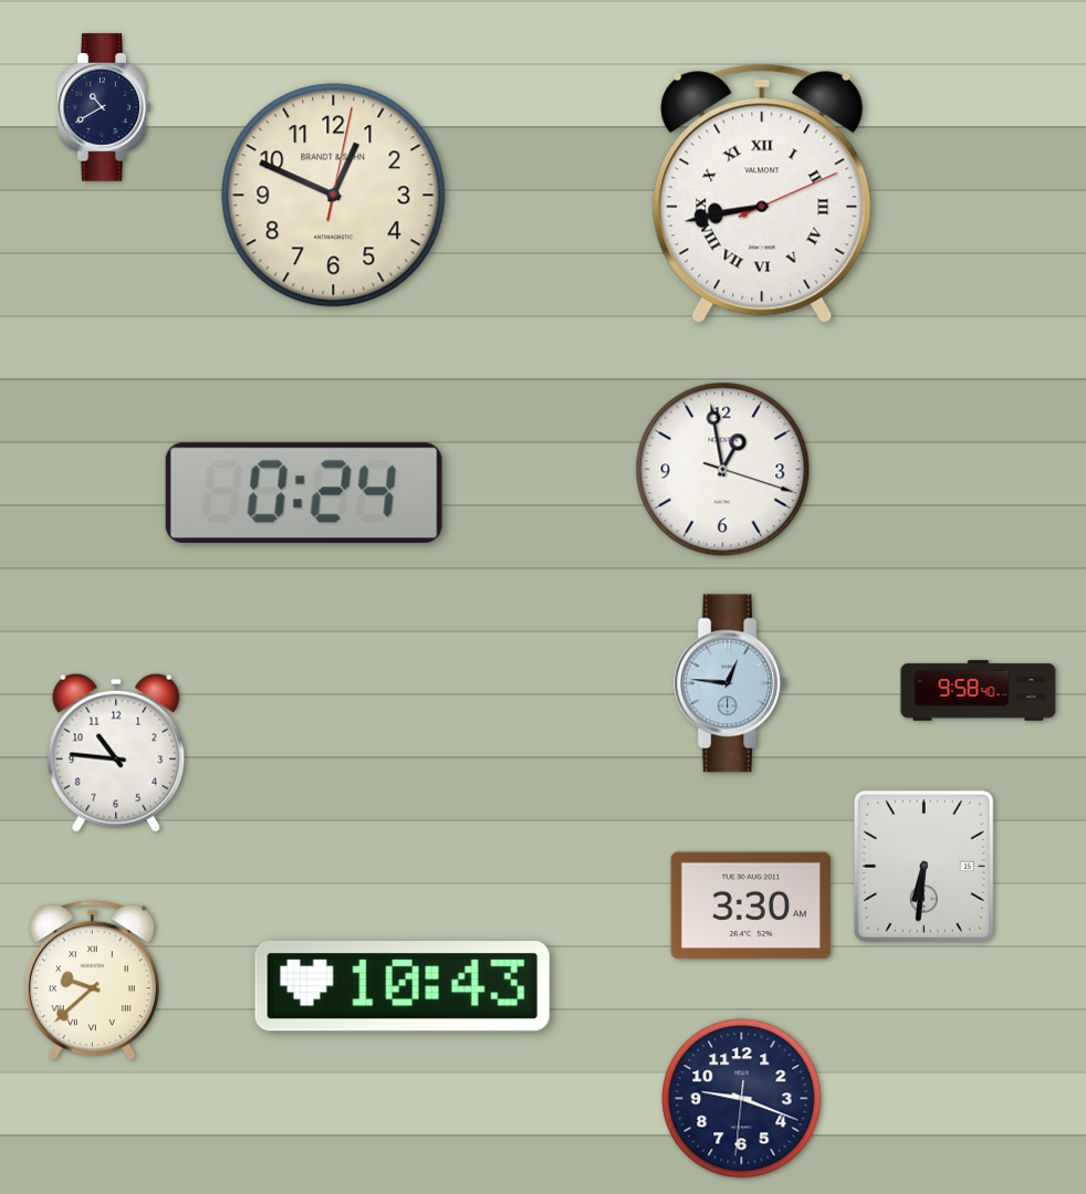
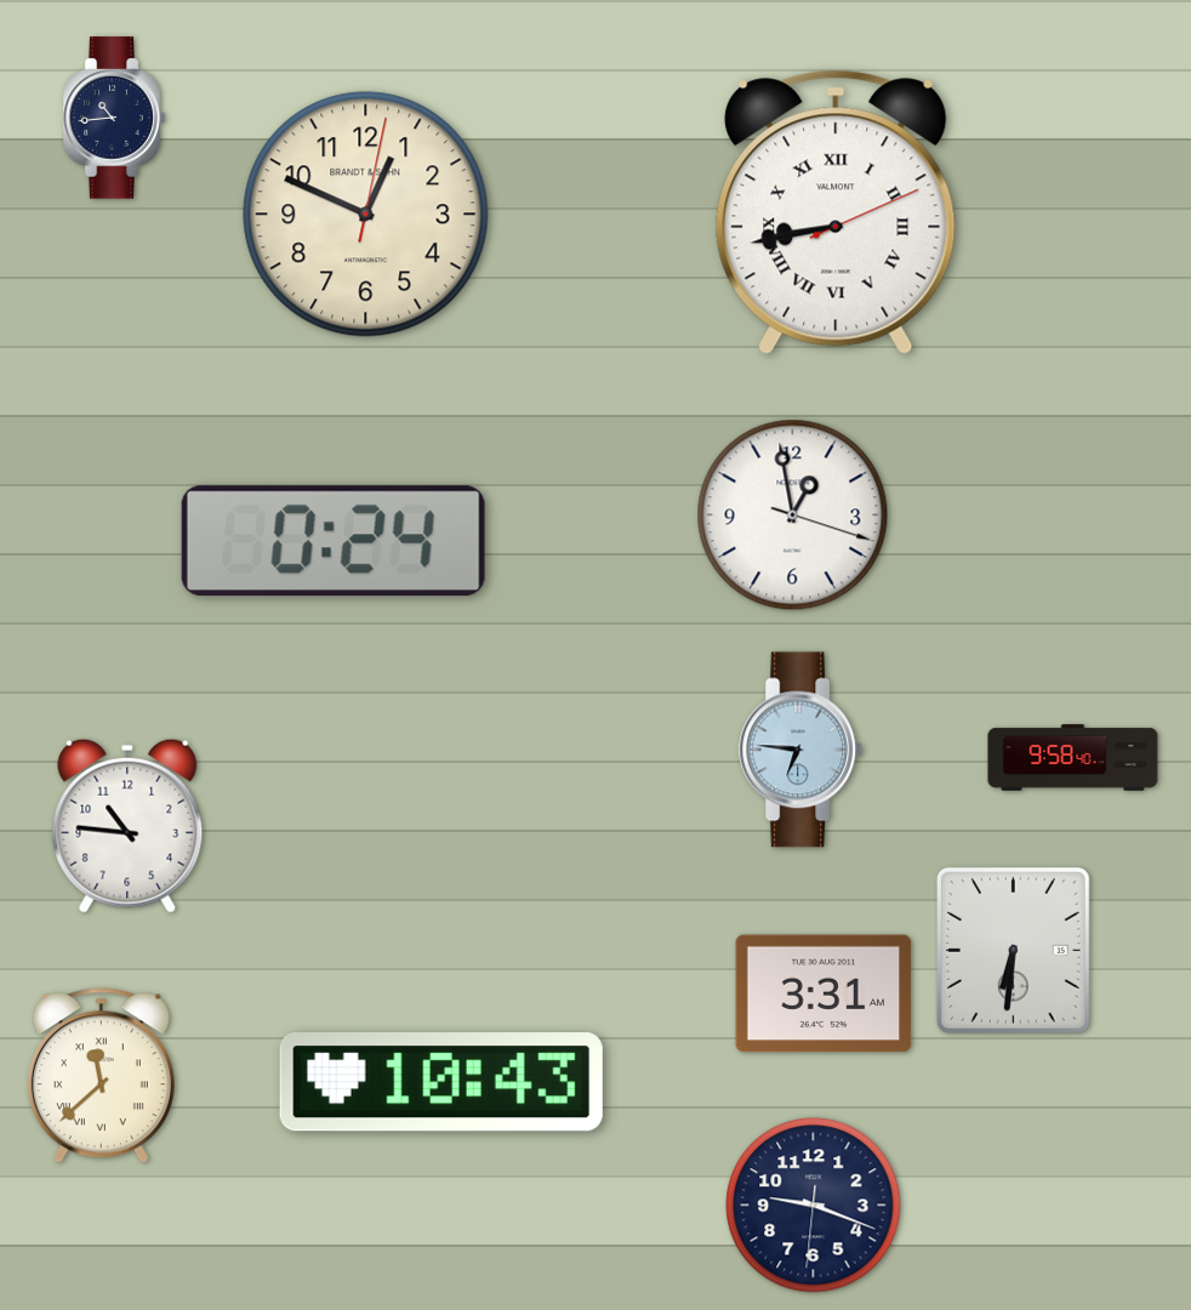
clock at (104, 107): 10:40 -> 10:44
clock at (731, 683): 12:46 -> 6:46
clock at (751, 905): 3:30 -> 3:31
clock at (92, 981): 9:38 -> 11:38
